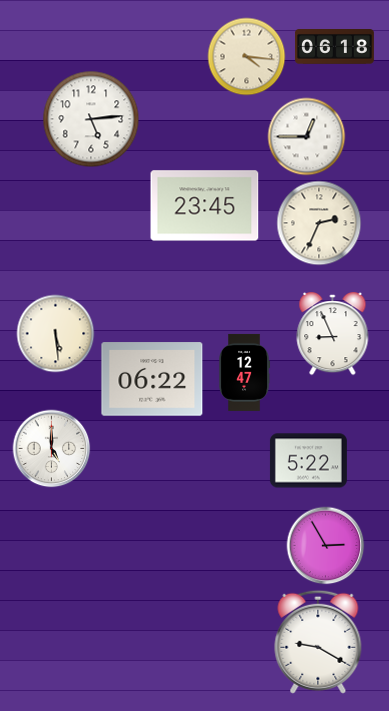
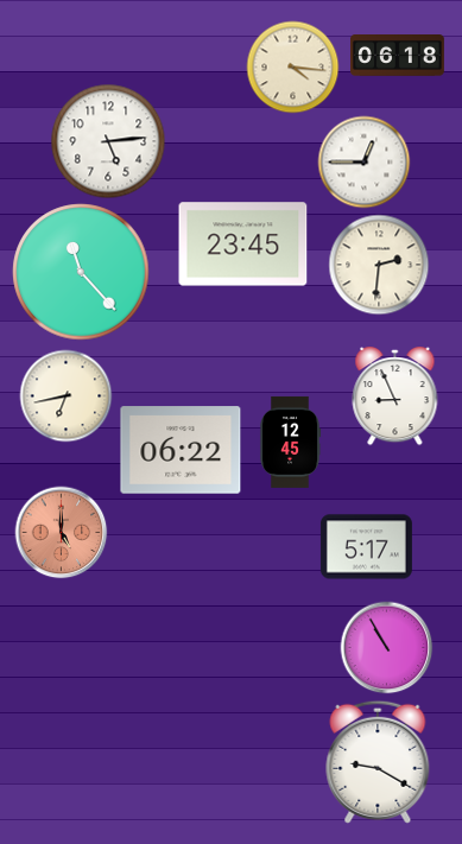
clock at (319, 223): 2:34 -> 2:31
clock at (81, 272): none -> 11:23
clock at (55, 333): 5:29 -> 6:43
clock at (244, 372): 12:47 -> 12:45
clock at (51, 448) dial: white -> salmon
clock at (308, 461): 5:22 -> 5:17
clock at (325, 545): 2:55 -> 10:55
